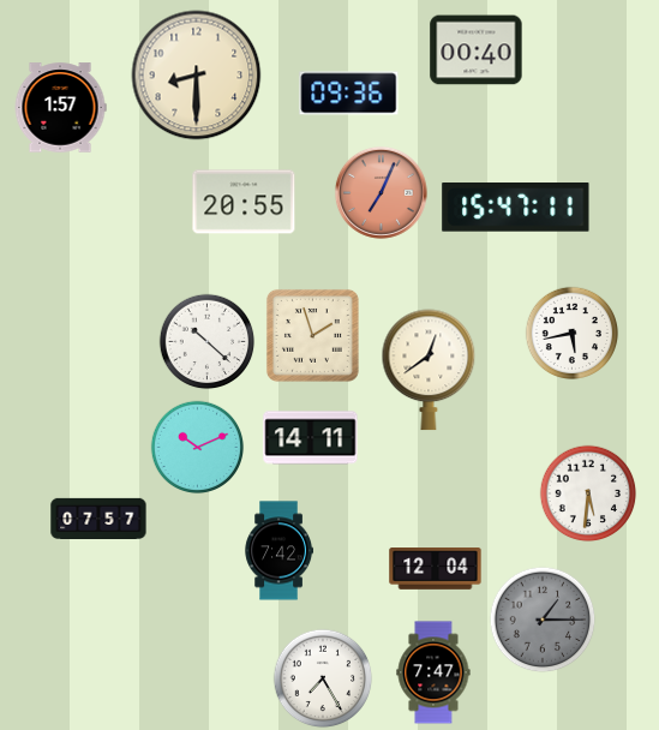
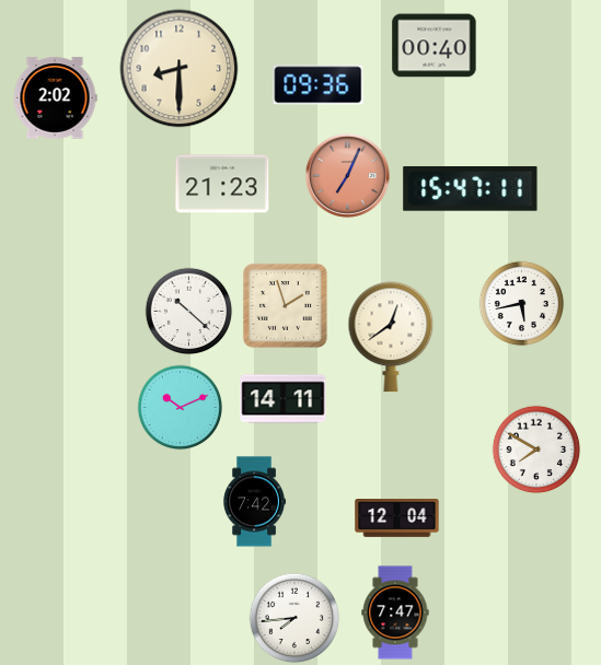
clock at (60, 108): 1:57 -> 2:02
clock at (244, 202): 20:55 -> 21:23
clock at (588, 493): 5:31 -> 7:50
clock at (98, 517): 07:57 -> none
clock at (543, 620): 1:15 -> none
clock at (323, 678): 7:25 -> 7:44
